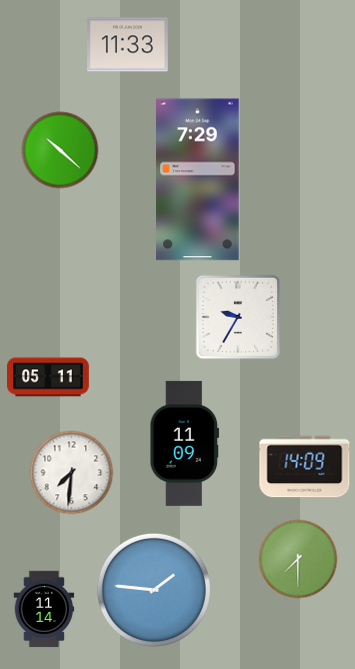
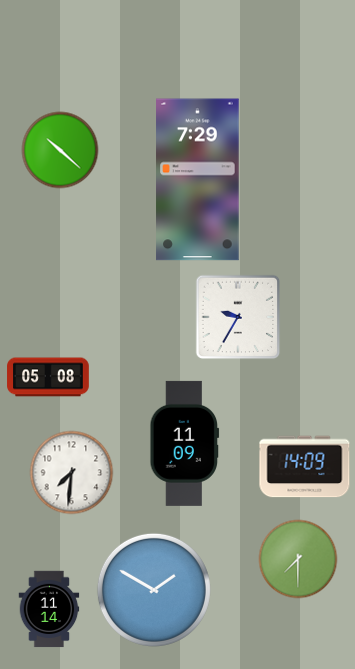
clock at (128, 45): 11:33 -> none
clock at (48, 377): 05:11 -> 05:08
clock at (154, 590): 1:46 -> 1:50
clock at (44, 609) position: (44, 609) -> (49, 609)
